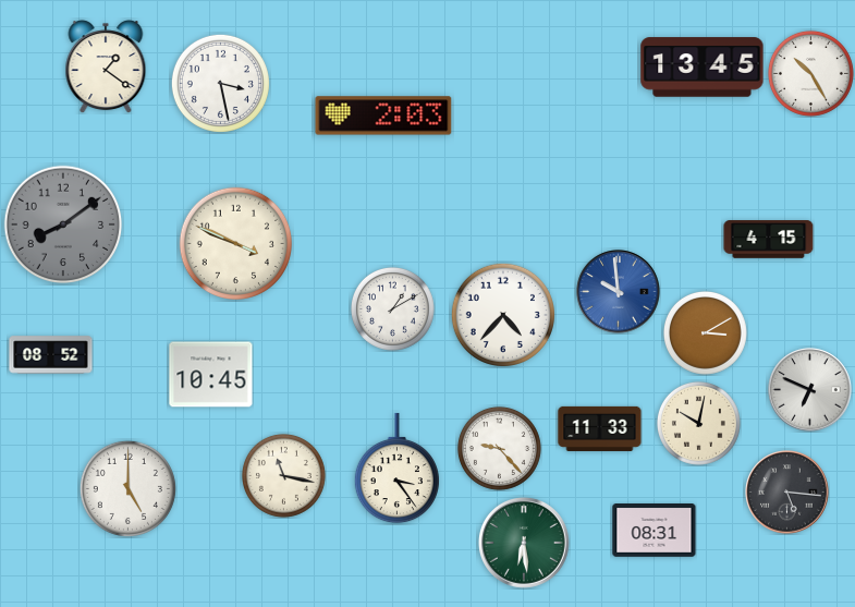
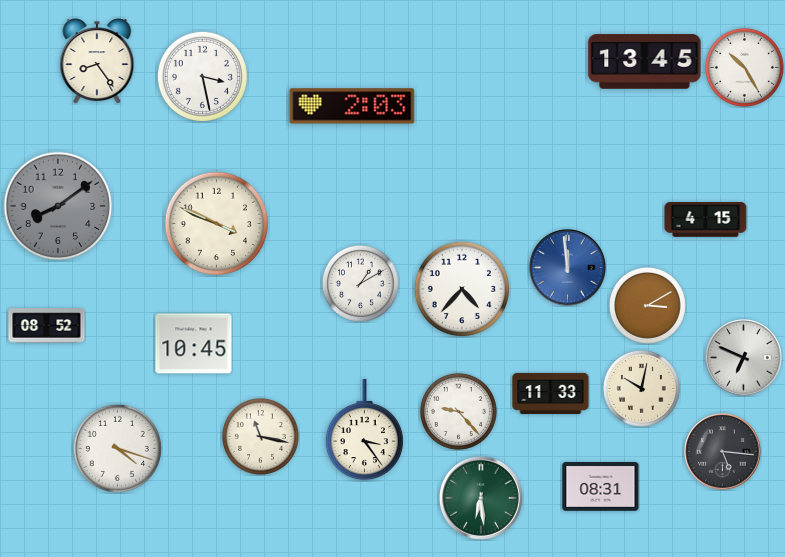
clock at (106, 66): 1:21 -> 8:24
clock at (619, 292): 9:59 -> 11:59
clock at (127, 488): 5:00 -> 4:18
